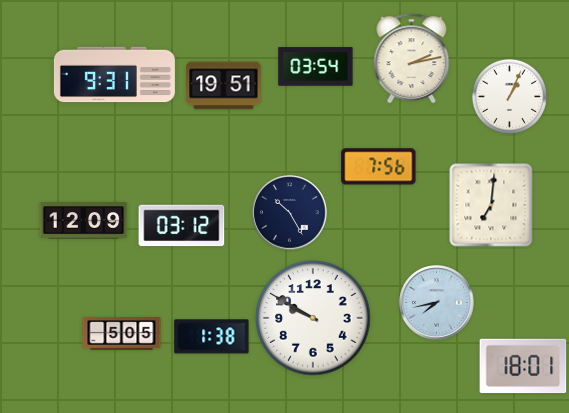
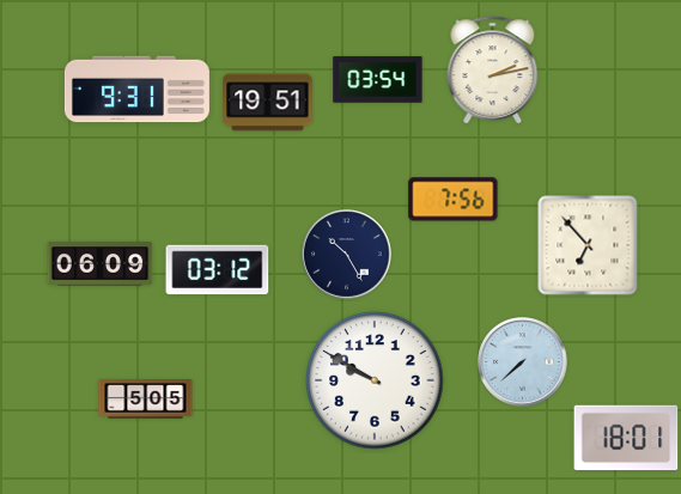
clock at (509, 96): 1:04 -> none
clock at (491, 205): 7:01 -> 6:53
clock at (84, 221): 12:09 -> 06:09
clock at (437, 303): 7:43 -> 7:38
clock at (212, 337): 1:38 -> none
